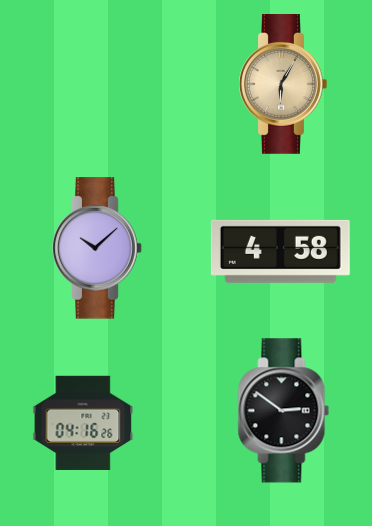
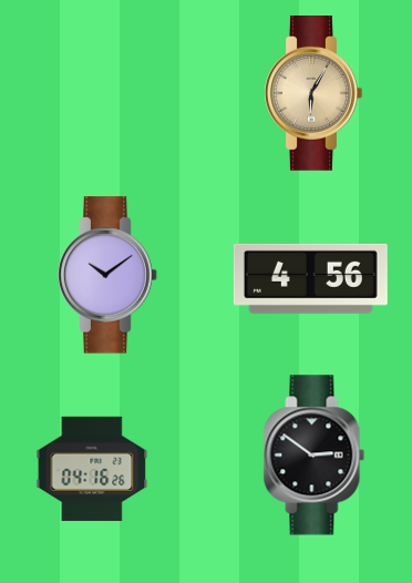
clock at (97, 248): 10:08 -> 10:09
clock at (280, 251): 4:58 -> 4:56
